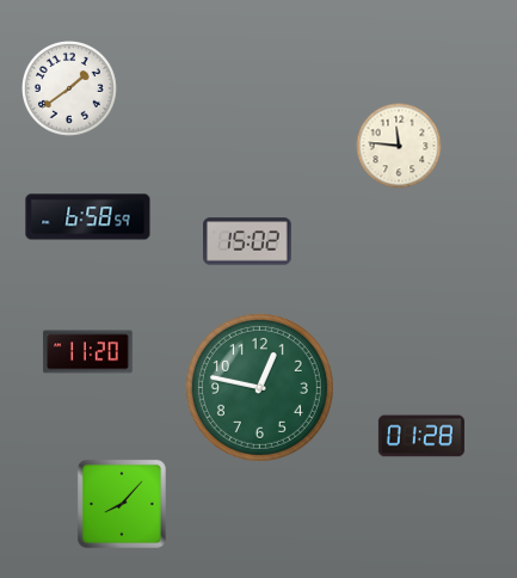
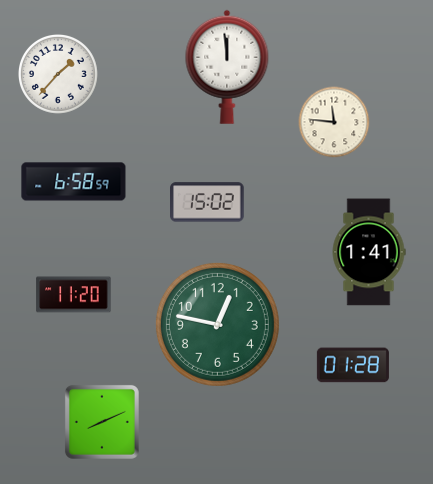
clock at (227, 67): none -> 11:59
clock at (70, 90): 1:39 -> 1:37
clock at (369, 252): none -> 1:41
clock at (122, 504): 8:07 -> 8:11
